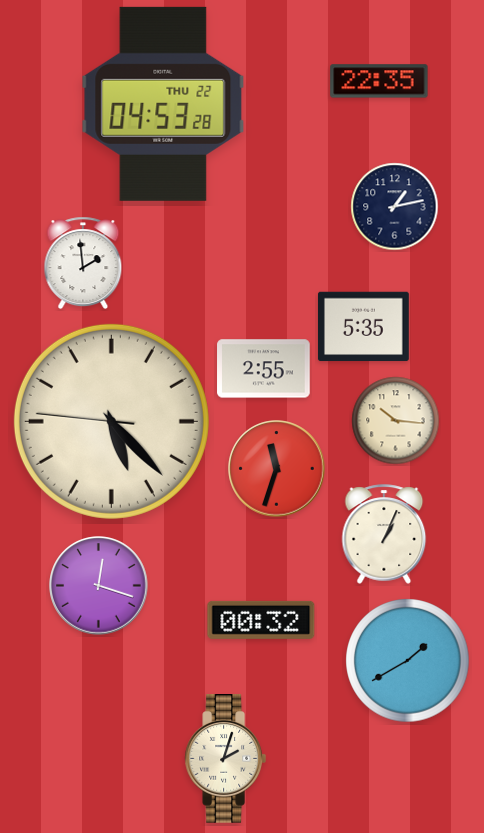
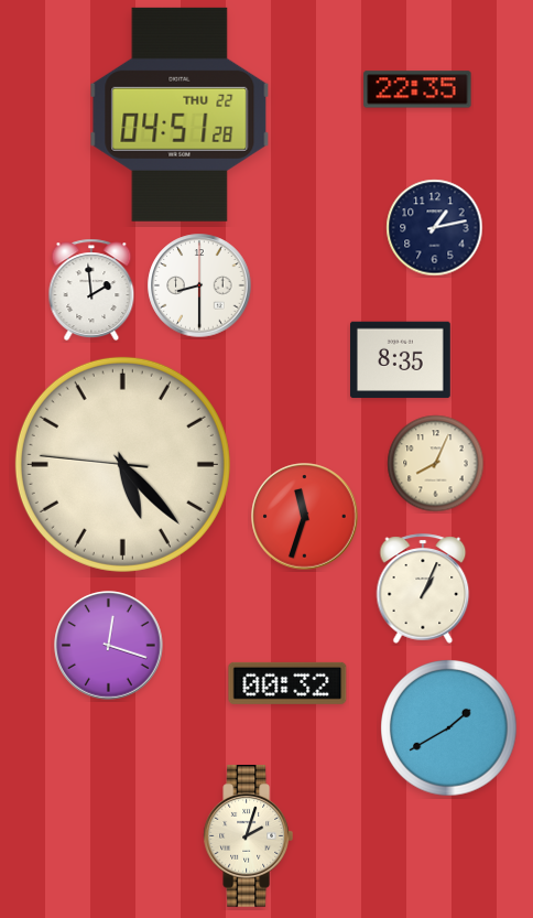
clock at (163, 104): 04:53 -> 04:51
clock at (199, 285): none -> 8:30
clock at (363, 327): 5:35 -> 8:35
clock at (264, 369): 2:55 -> none
clock at (396, 421): 10:16 -> 8:04
